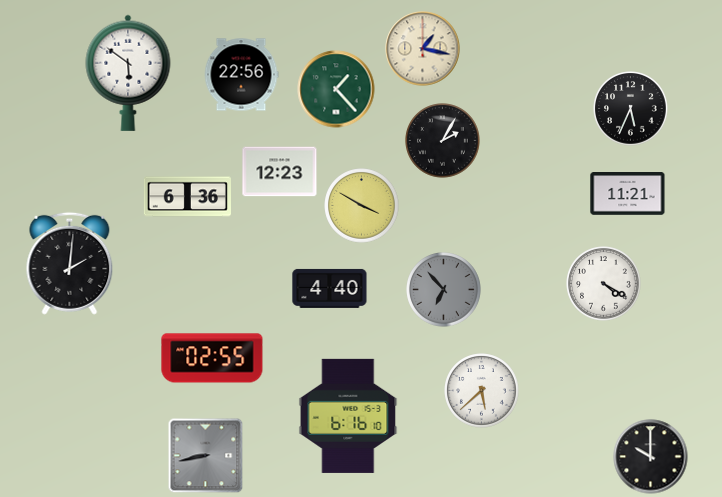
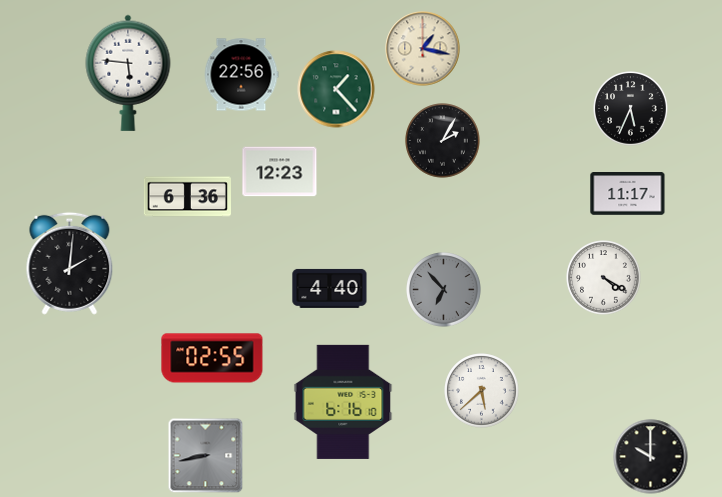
clock at (128, 73): 5:51 -> 5:46
clock at (628, 194): 11:21 -> 11:17
clock at (362, 206): 3:50 -> none
clock at (604, 284) position: (604, 284) -> (604, 278)
clock at (348, 416) position: (348, 416) -> (343, 402)
